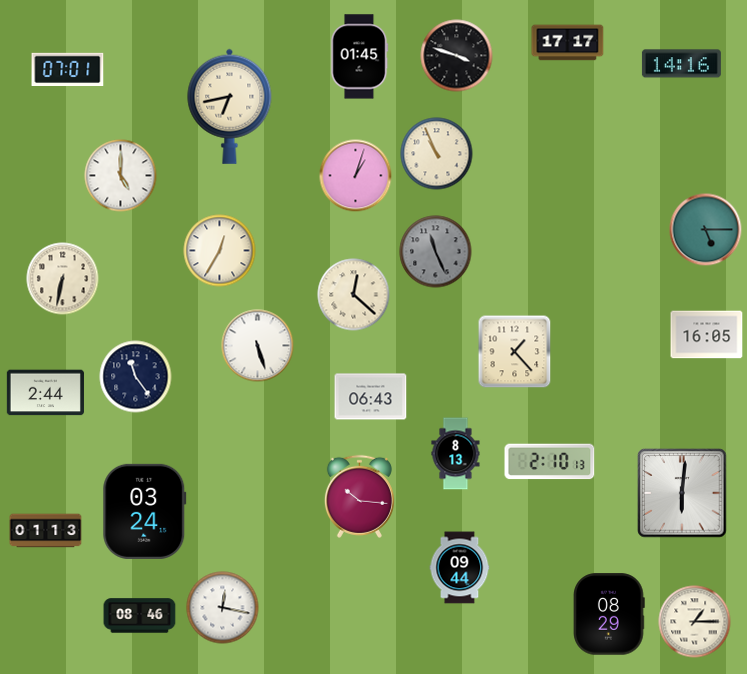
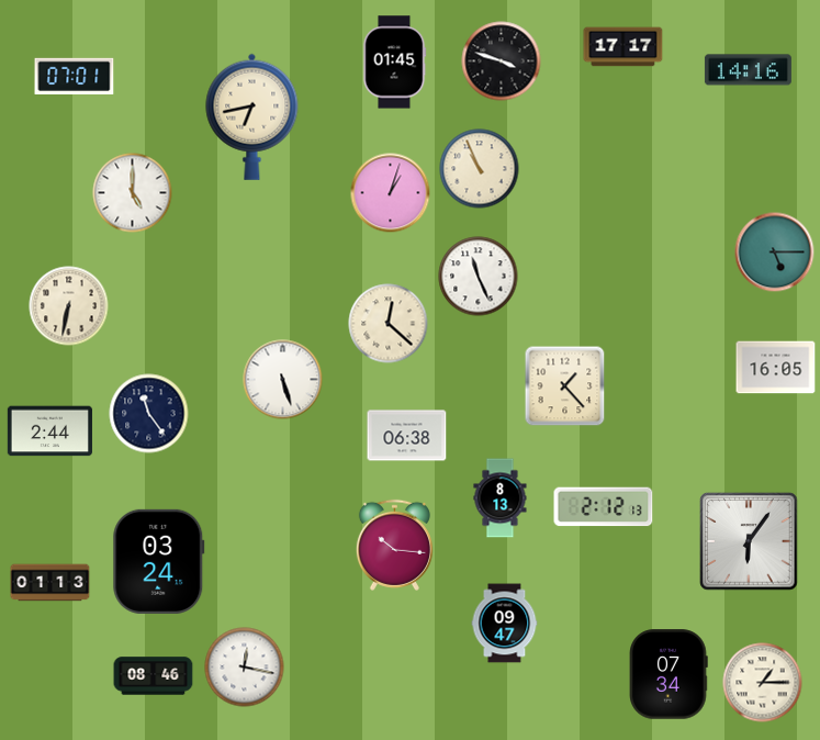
clock at (220, 251): 12:35 -> none
clock at (436, 252) dial: grey -> white
clock at (371, 397): 06:43 -> 06:38
clock at (550, 462): 2:10 -> 2:12
clock at (682, 493): 6:01 -> 6:06
clock at (460, 568): 09:44 -> 09:47
clock at (609, 614): 08:29 -> 07:34
